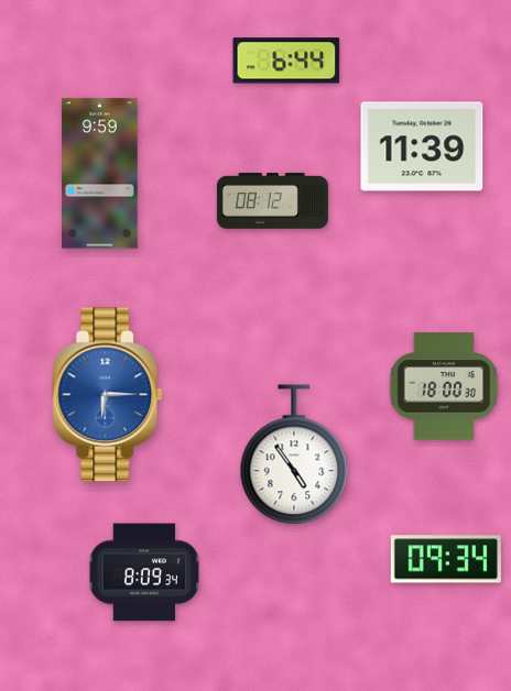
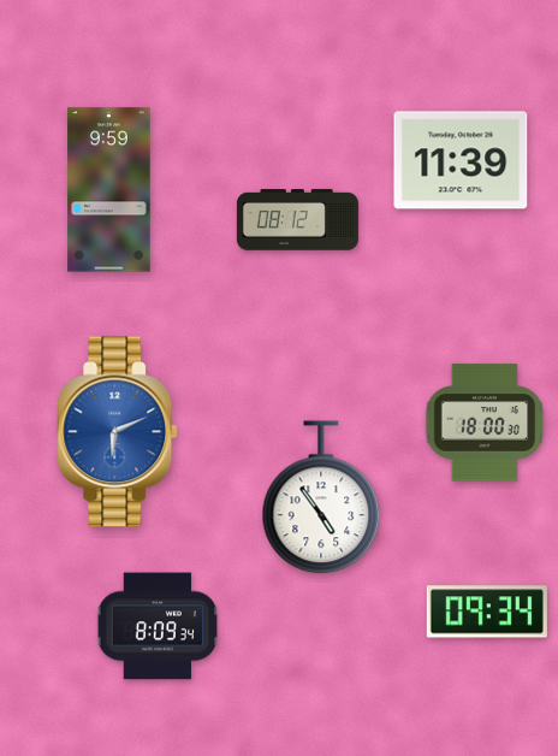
clock at (286, 61): 6:44 -> none
clock at (108, 395): 6:15 -> 6:11
